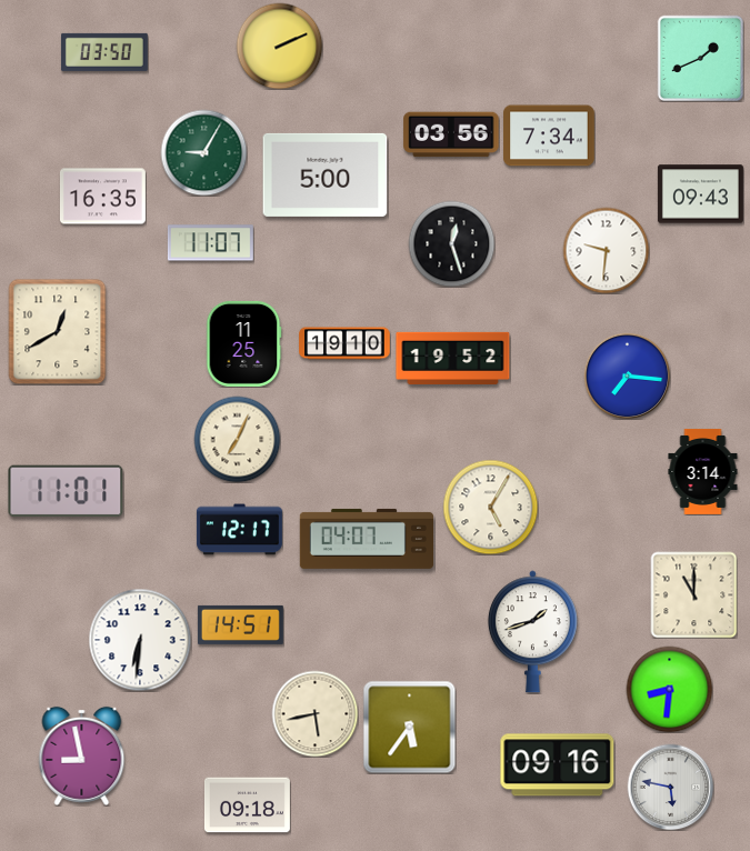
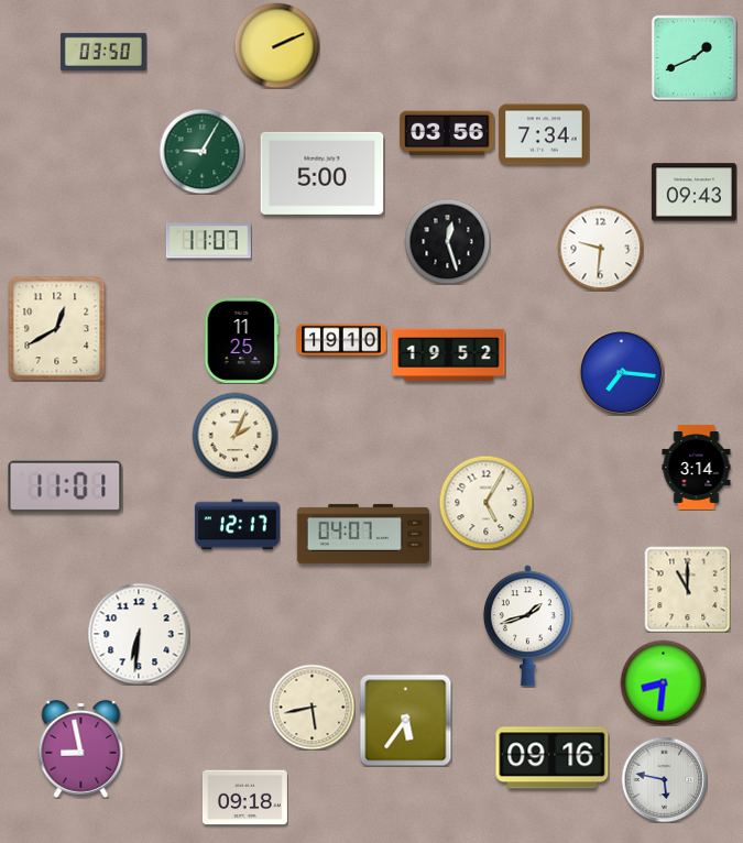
clock at (102, 197): 16:35 -> none
clock at (237, 439): 7:04 -> 2:04
clock at (240, 624): 14:51 -> none
